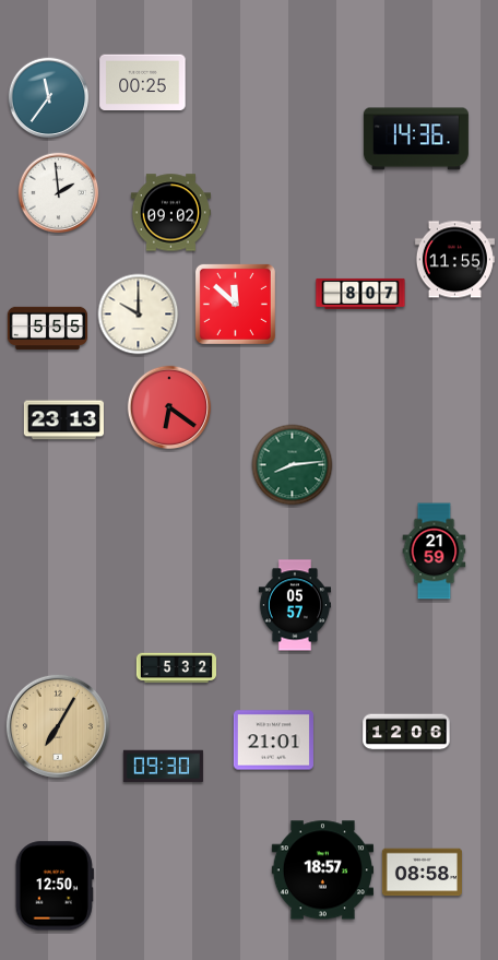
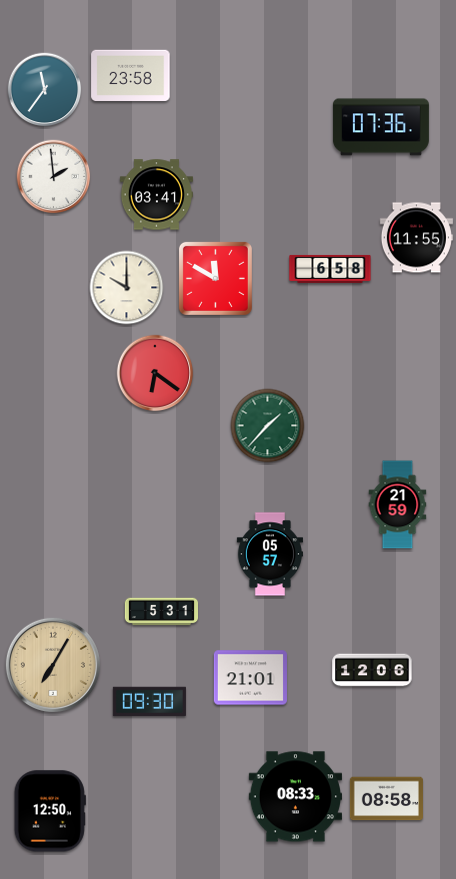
clock at (143, 83): 00:25 -> 23:58
clock at (416, 139): 14:36 -> 07:36
clock at (170, 213): 09:02 -> 03:41
clock at (360, 294): 8:07 -> 6:58
clock at (235, 304): 11:52 -> 11:50
clock at (47, 329): 5:55 -> none
clock at (63, 420): 23:13 -> none
clock at (293, 465): 8:14 -> 1:37
clock at (176, 668): 5:32 -> 5:31
clock at (322, 870): 18:57 -> 08:33
